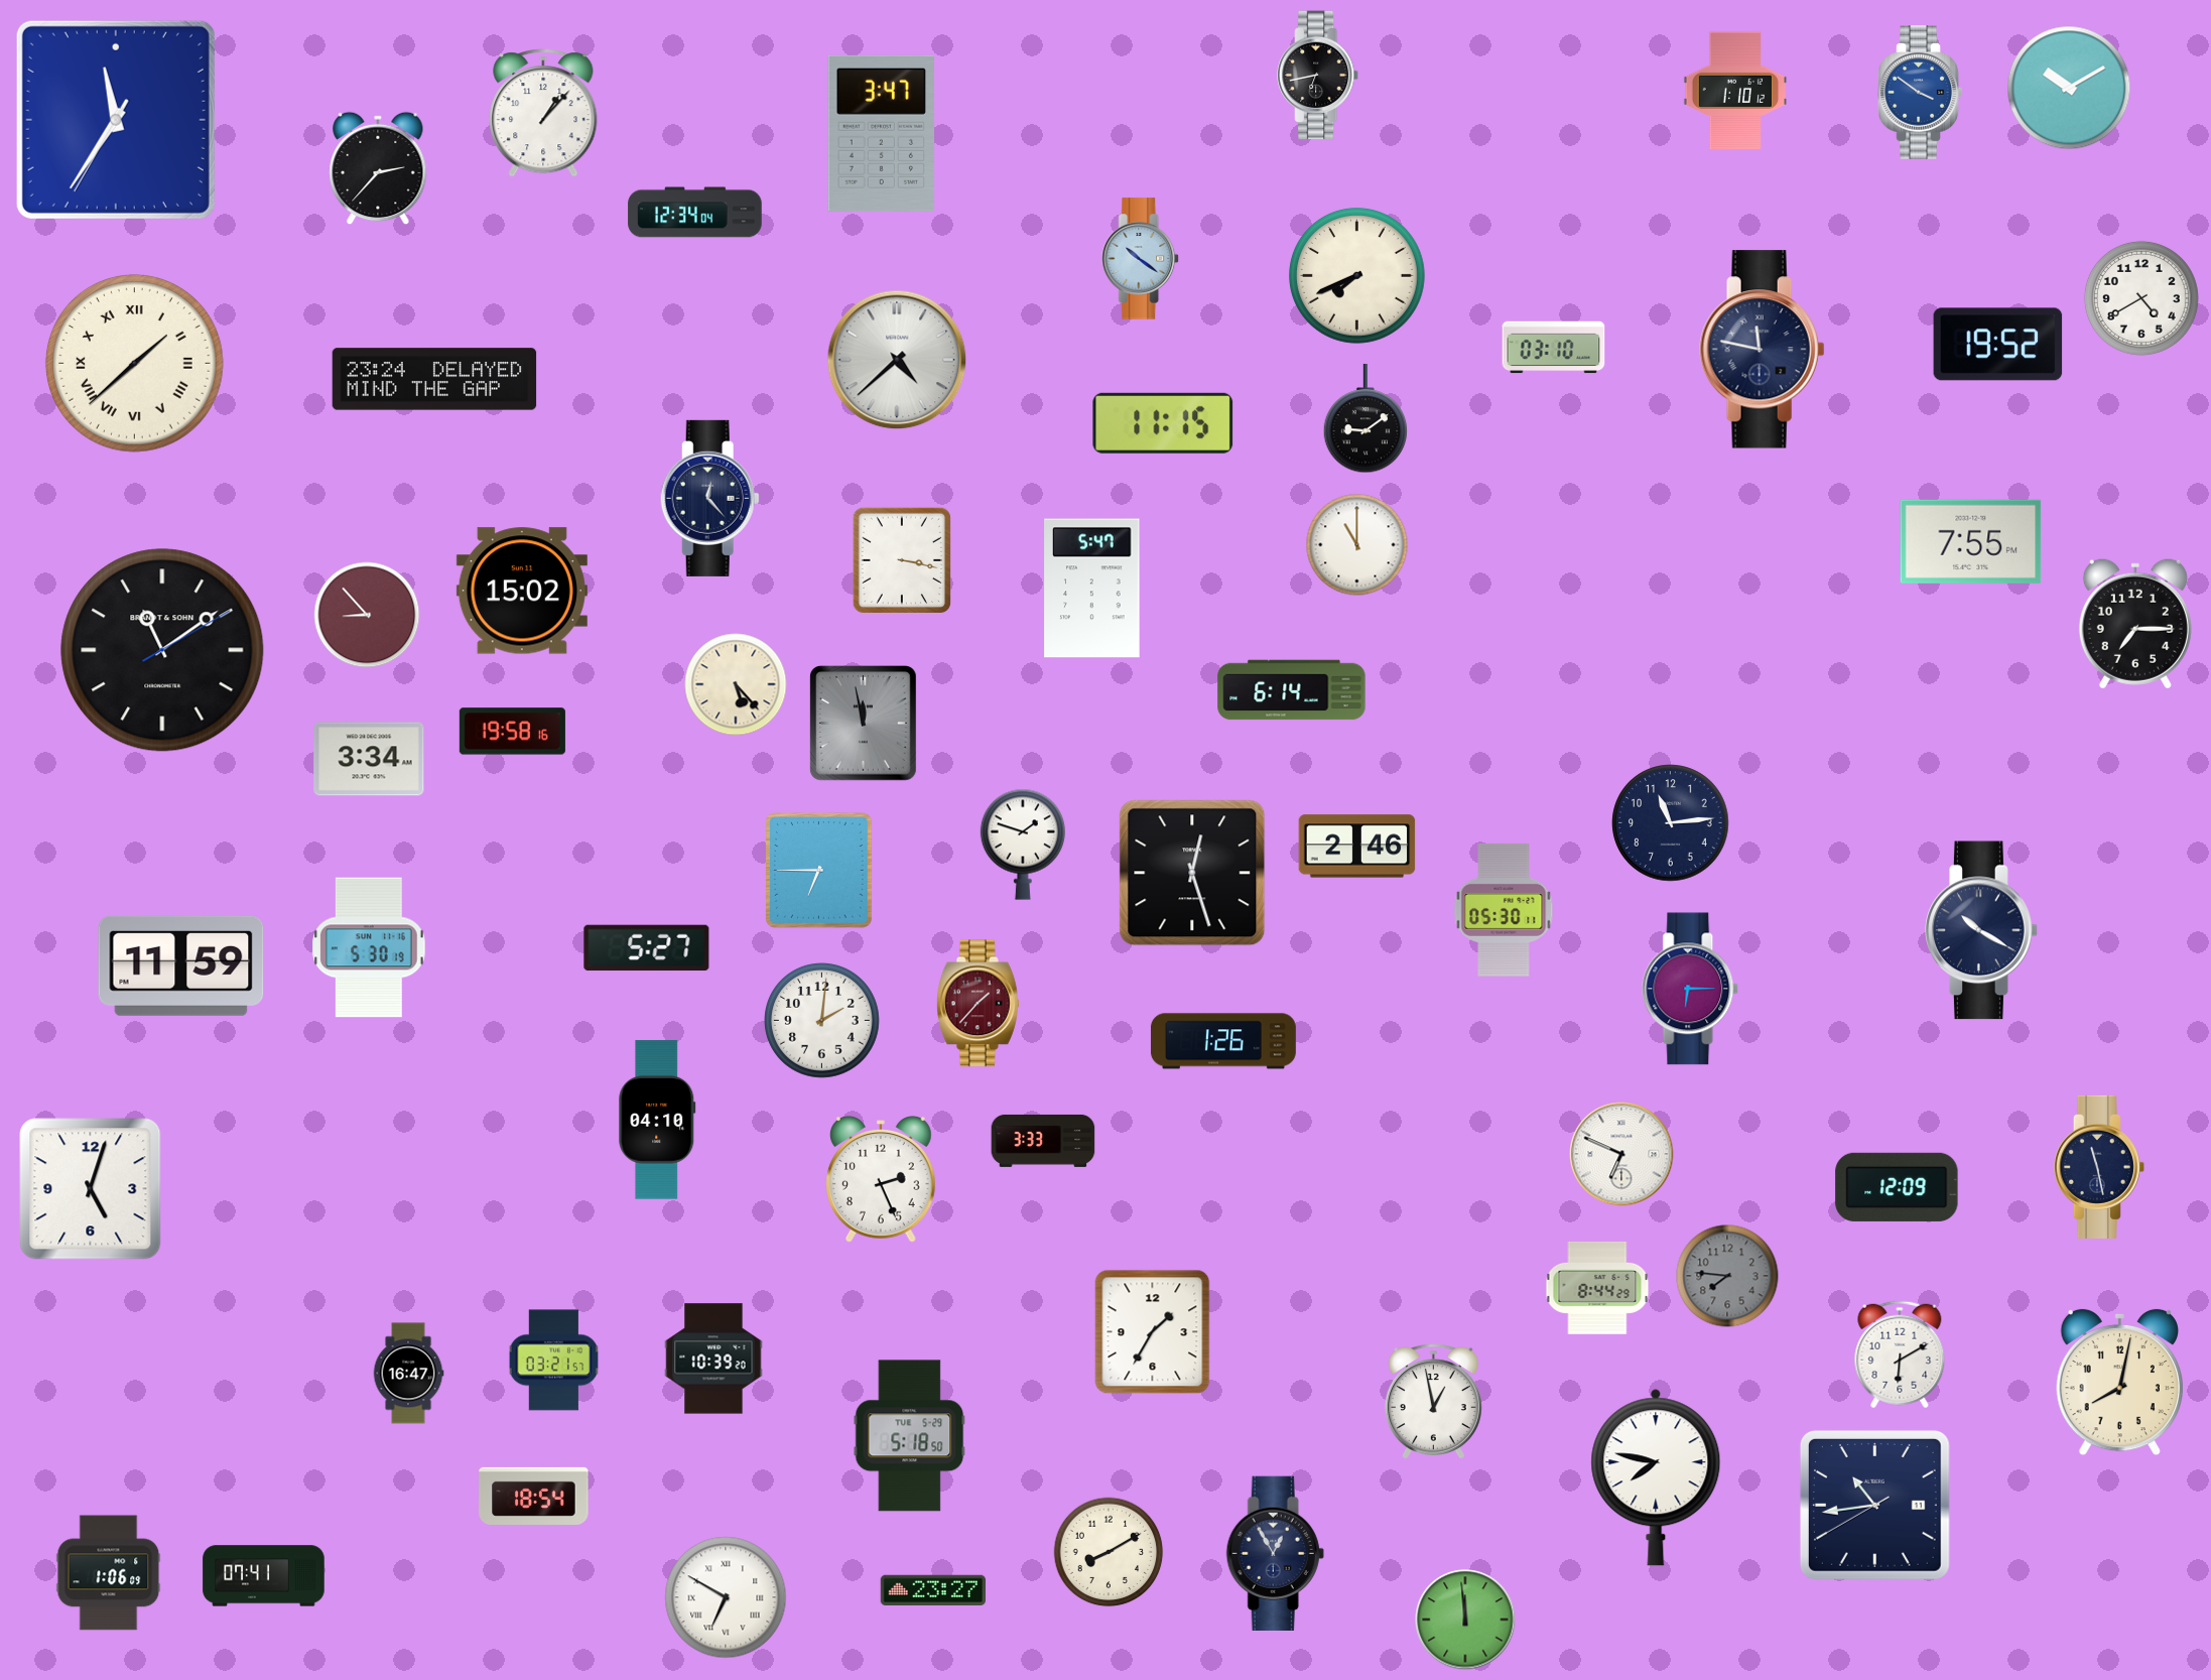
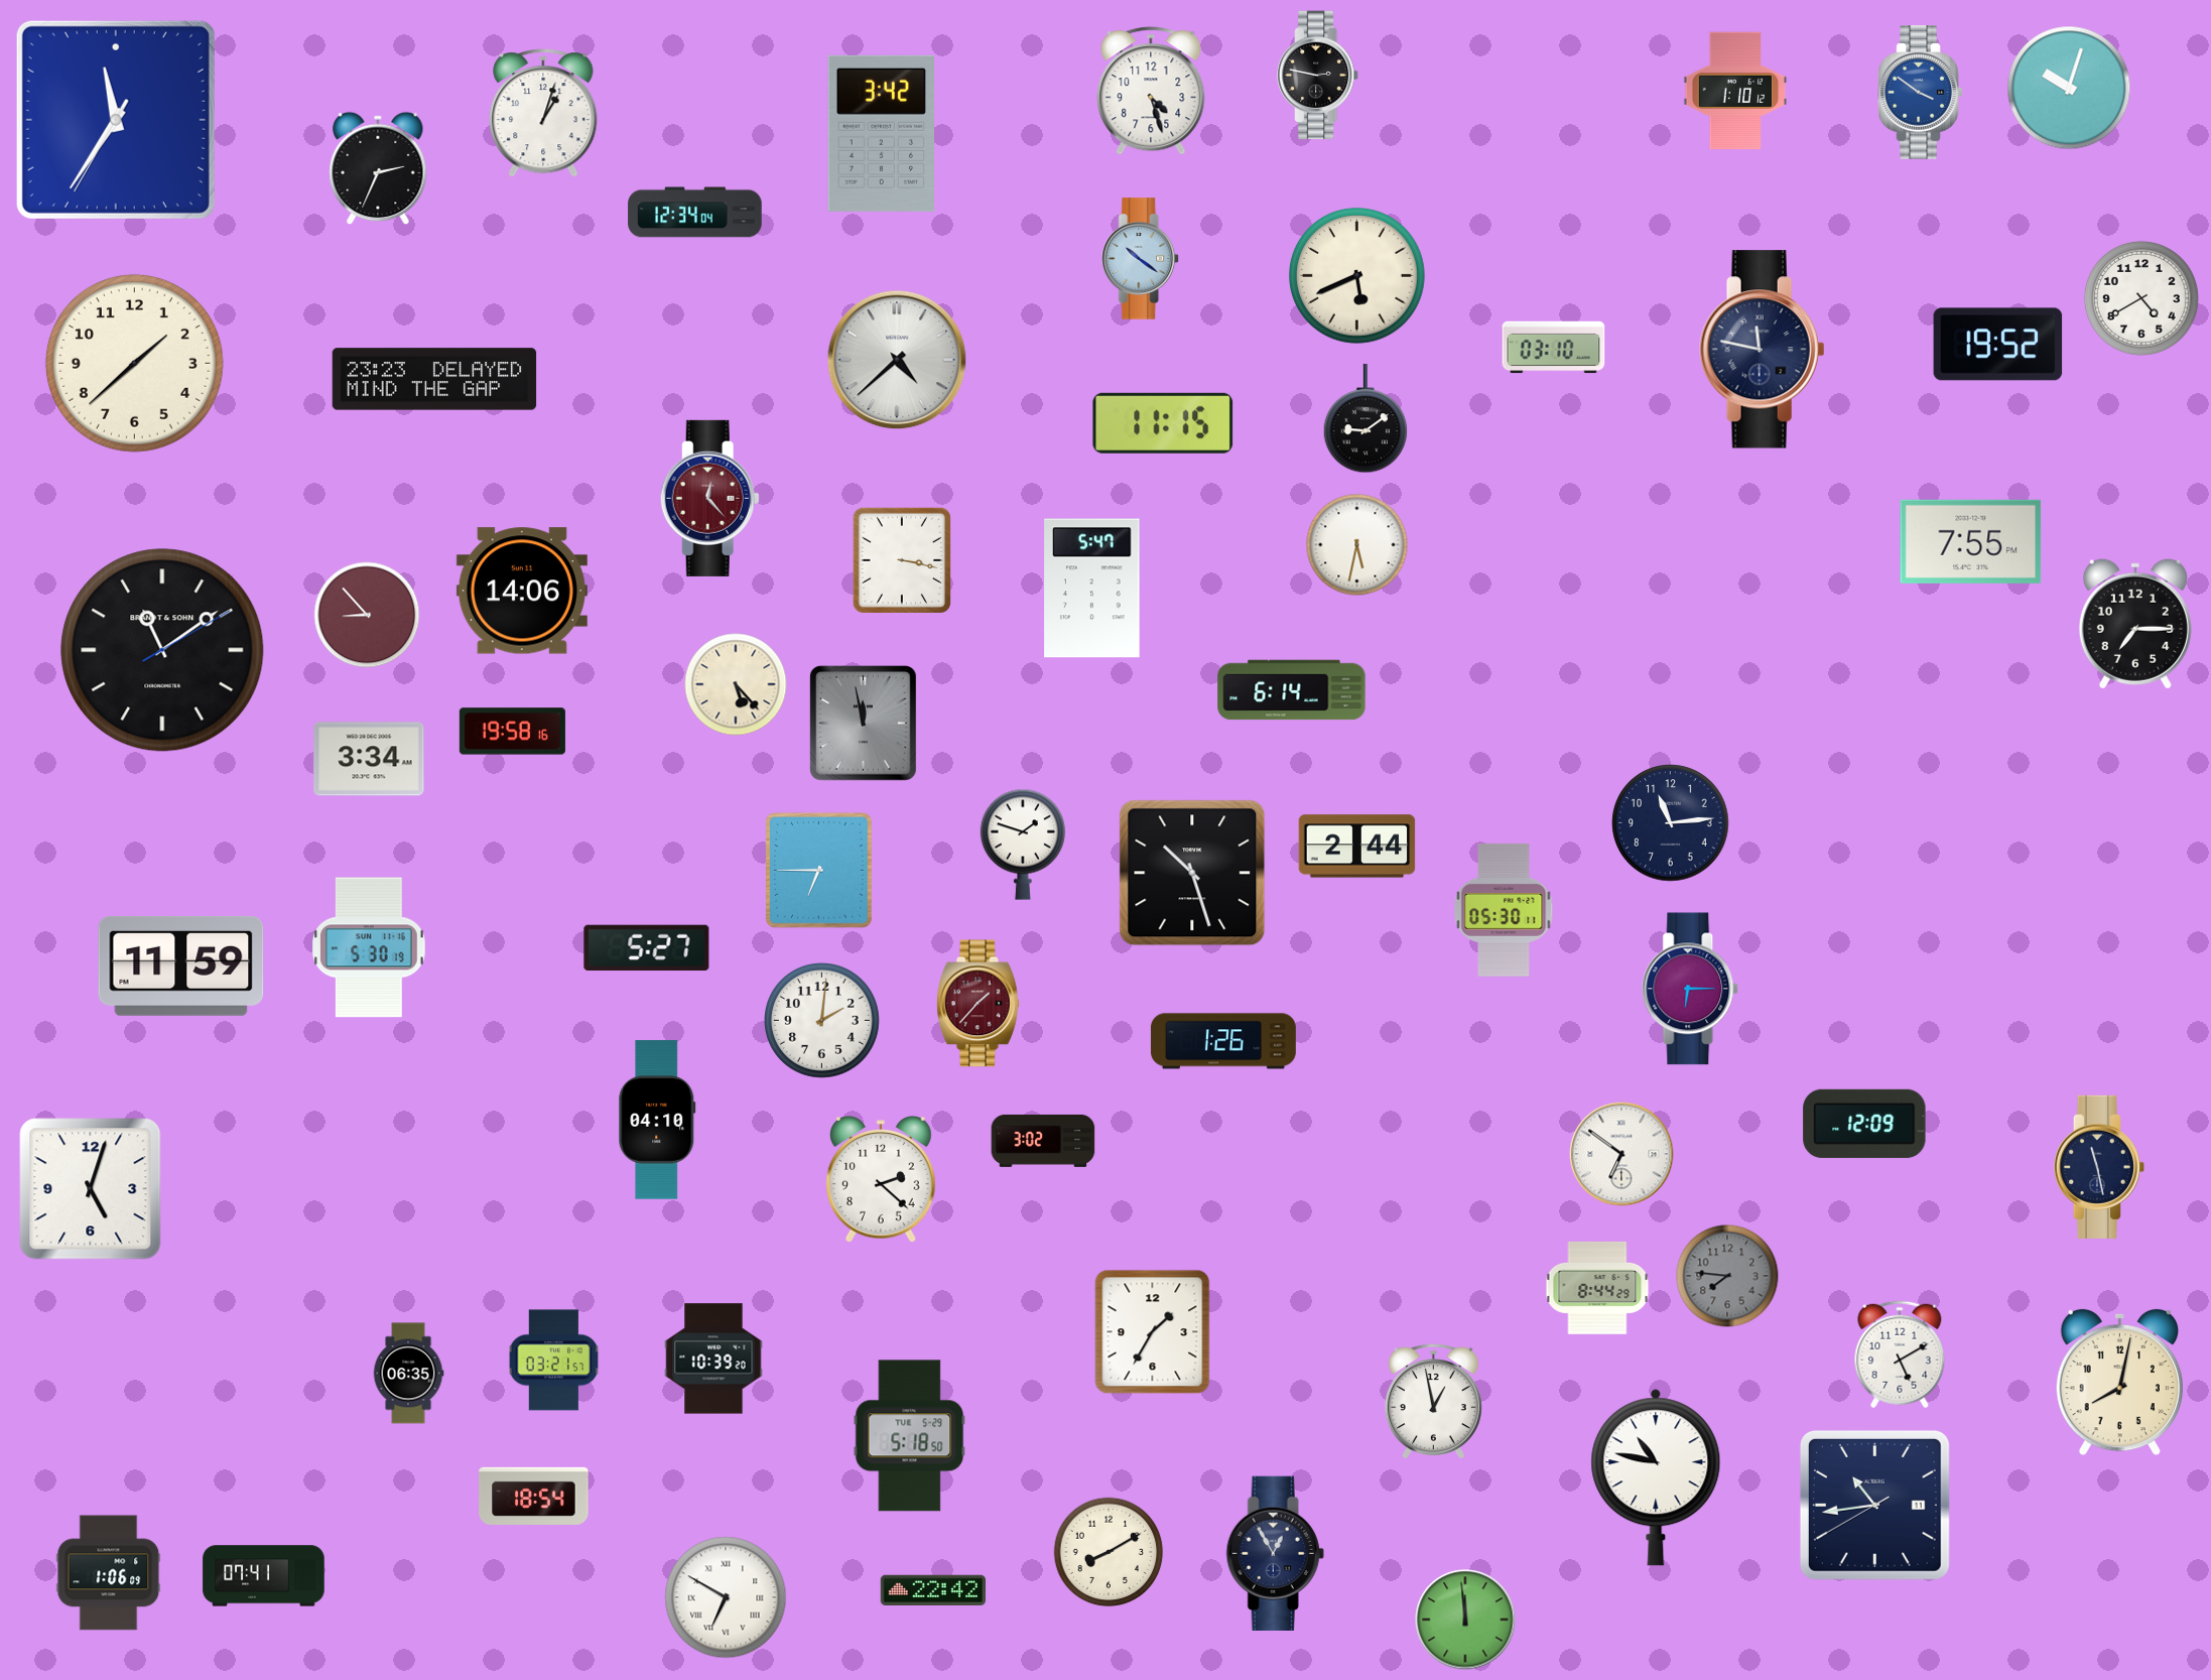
clock at (1318, 76): 6:43 -> 2:47
clock at (2069, 88): 10:10 -> 10:03
clock at (1151, 91): none -> 4:27
clock at (543, 113): 1:07 -> 1:03
clock at (881, 133): 3:47 -> 3:42
clock at (378, 168): 2:37 -> 2:34
clock at (1357, 276): 7:41 -> 5:41
clock at (135, 364) numerals: Roman -> Arabic
clock at (434, 379): 23:24 -> 23:23
clock at (709, 498) dial: navy -> burgundy
clock at (1357, 545): 11:00 -> 5:32
clock at (522, 591): 15:02 -> 14:06
clock at (1357, 847): 2:46 -> 2:44
clock at (1192, 873): 12:27 -> 10:27
clock at (1981, 930): 10:20 -> none
clock at (1043, 1141): 3:33 -> 3:02
clock at (1621, 1154): 6:49 -> 6:51
clock at (882, 1179): 2:26 -> 2:22
clock at (1897, 1187) position: (1897, 1187) -> (1864, 1124)
clock at (1900, 1354): 6:10 -> 5:10
clock at (408, 1374): 16:47 -> 06:35
clock at (1656, 1477): 7:47 -> 10:47
clock at (933, 1589): 23:27 -> 22:42
